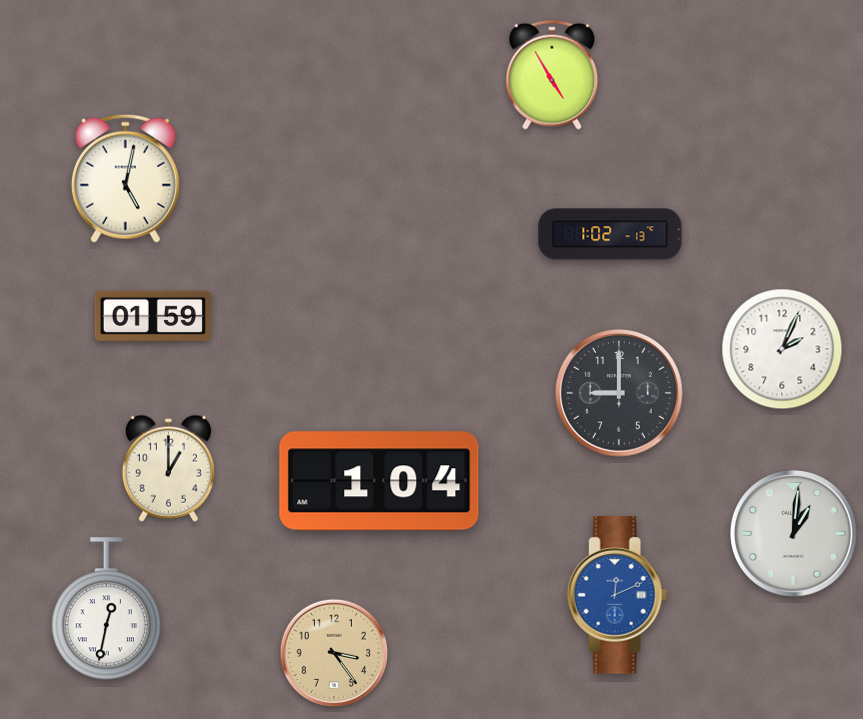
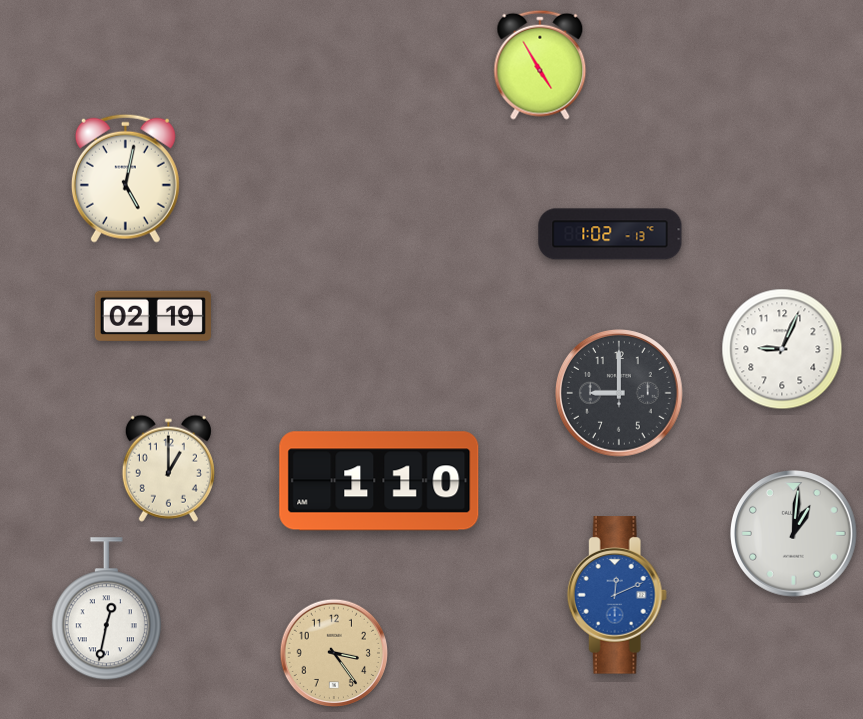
clock at (552, 75) position: (552, 75) -> (540, 65)
clock at (153, 316): 01:59 -> 02:19
clock at (782, 349): 2:04 -> 9:04
clock at (379, 481): 1:04 -> 1:10
